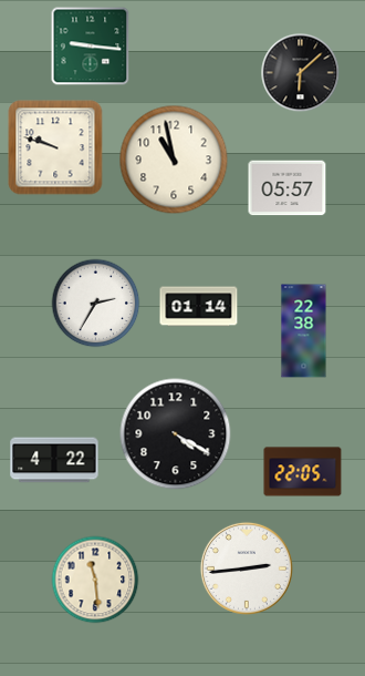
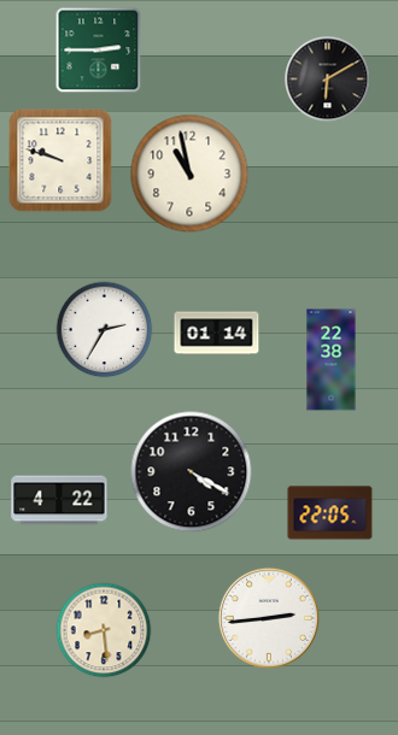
clock at (91, 47): 9:16 -> 2:45
clock at (301, 73): 6:08 -> 6:10
clock at (288, 188): 05:57 -> none
clock at (95, 580): 11:29 -> 8:29
